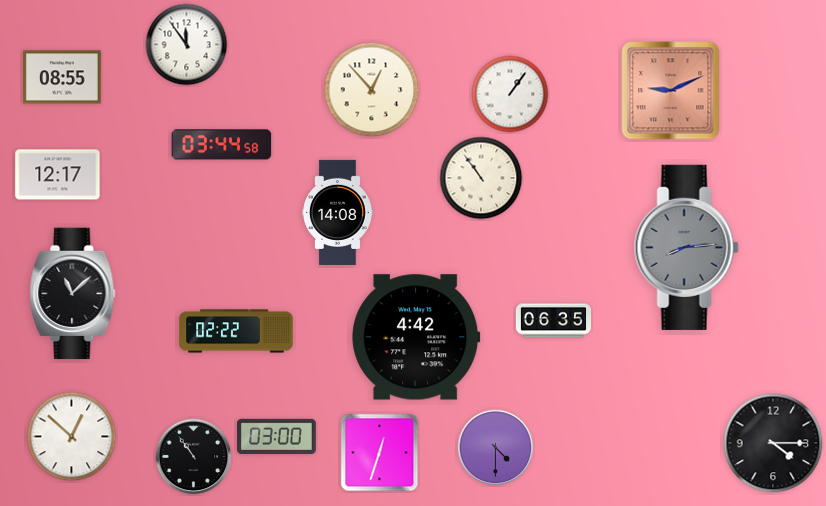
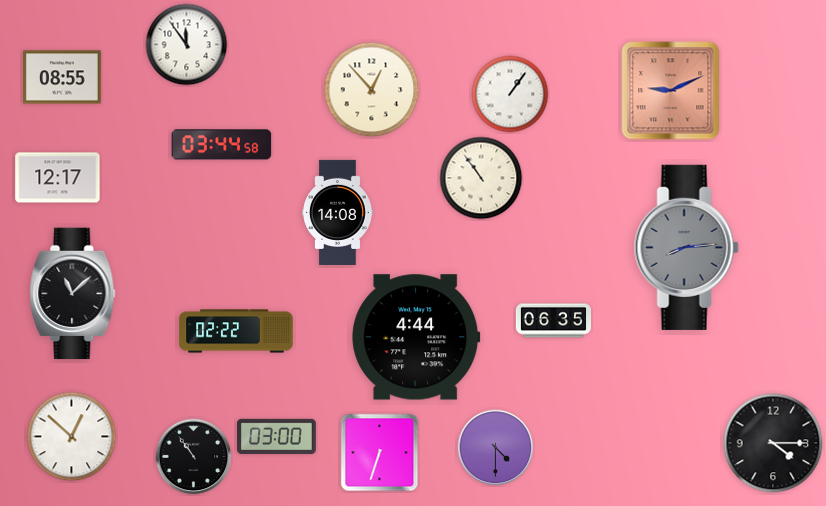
clock at (58, 175) position: (58, 175) -> (58, 178)
clock at (416, 337): 4:42 -> 4:44
clock at (380, 453): 12:33 -> 6:33
